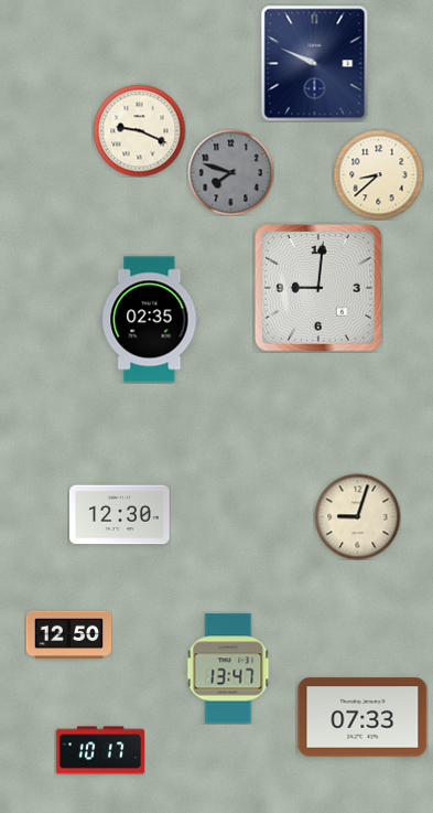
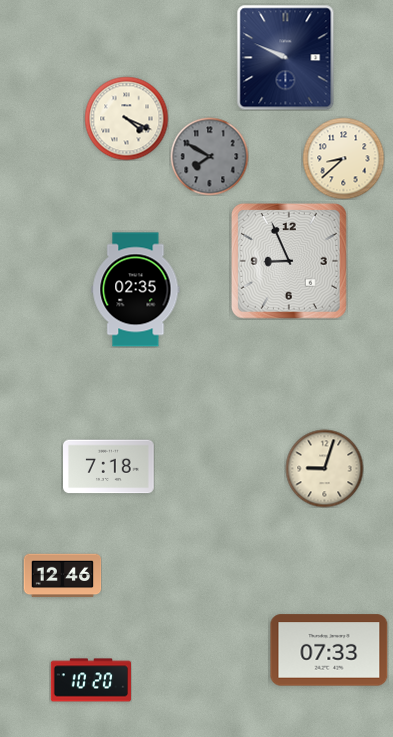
clock at (139, 130): 9:19 -> 4:19
clock at (230, 172): 7:48 -> 7:50
clock at (318, 288): 9:01 -> 8:56
clock at (120, 515): 12:30 -> 7:18
clock at (68, 635): 12:50 -> 12:46
clock at (228, 668): 13:47 -> none
clock at (99, 750): 10:17 -> 10:20
